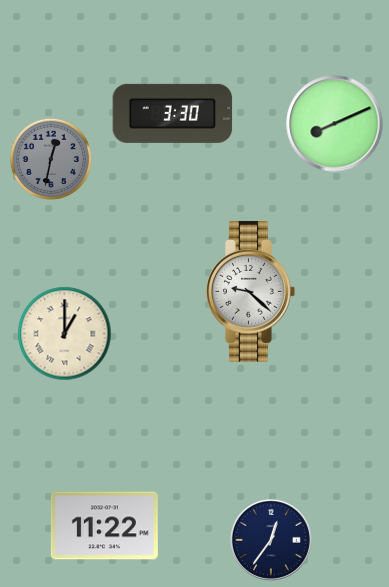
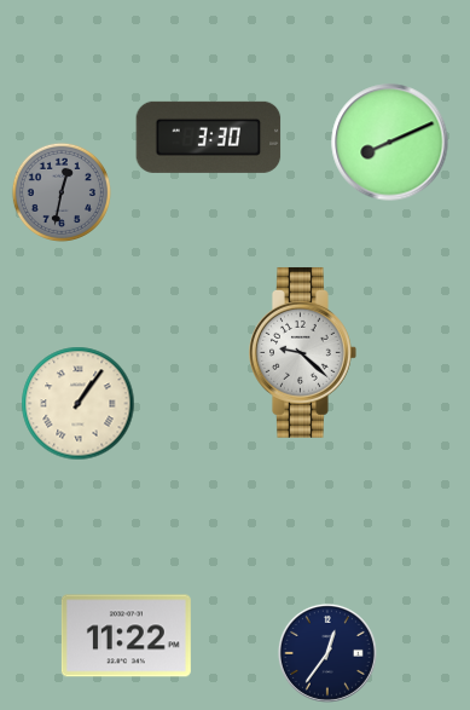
clock at (335, 124) position: (335, 124) -> (390, 143)
clock at (65, 334): 1:00 -> 1:06
